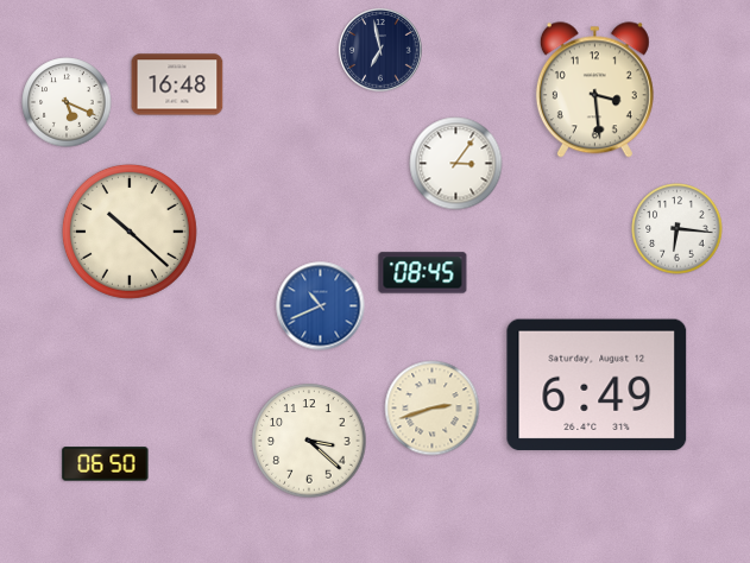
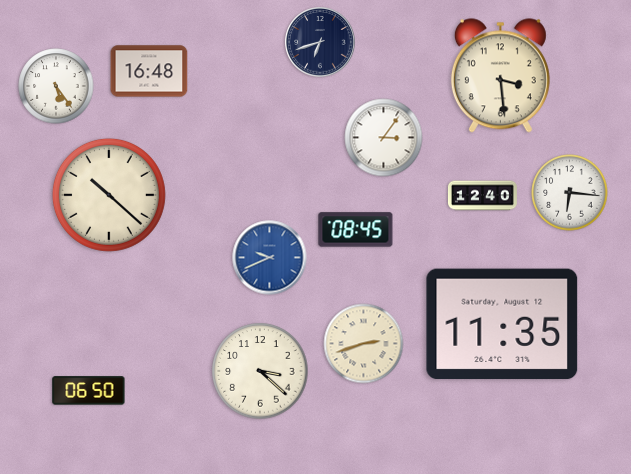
clock at (380, 50): 6:58 -> 6:42
clock at (67, 102): 5:19 -> 5:24
clock at (483, 196): none -> 12:40
clock at (321, 306): 10:41 -> 9:41
clock at (597, 385): 6:49 -> 11:35
